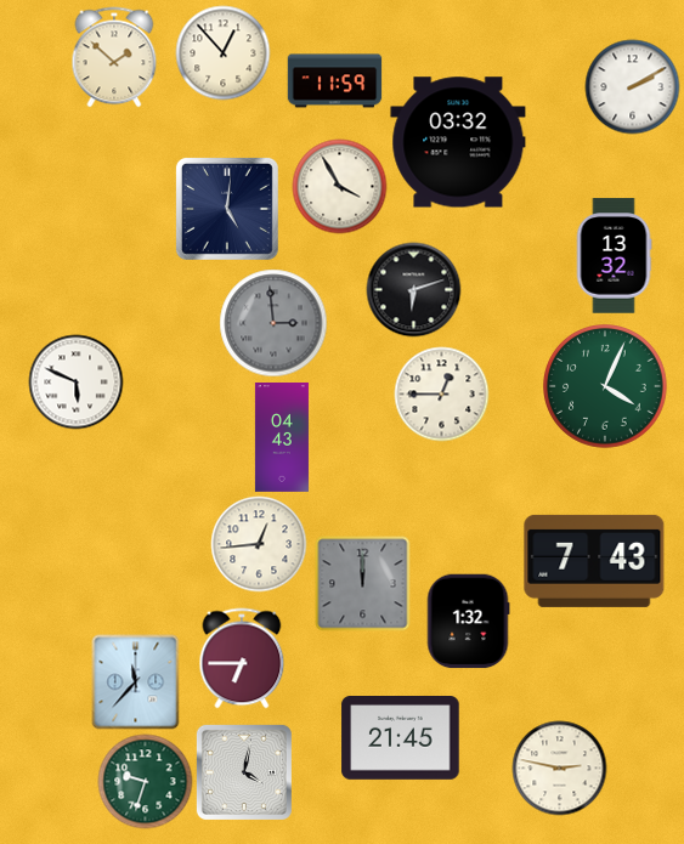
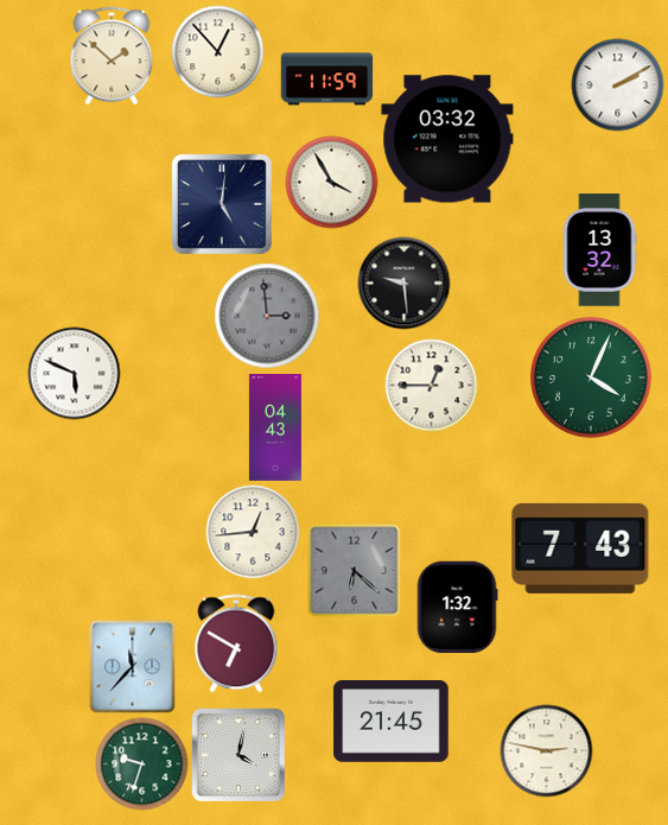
clock at (413, 289): 6:12 -> 9:29
clock at (362, 583): 12:00 -> 6:22
clock at (242, 658): 6:45 -> 6:50
